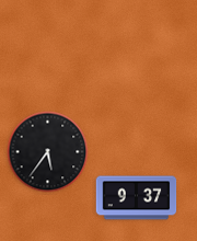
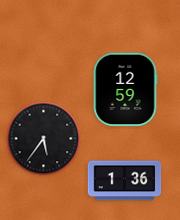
clock at (125, 90): none -> 12:59
clock at (137, 198): 9:37 -> 1:36
